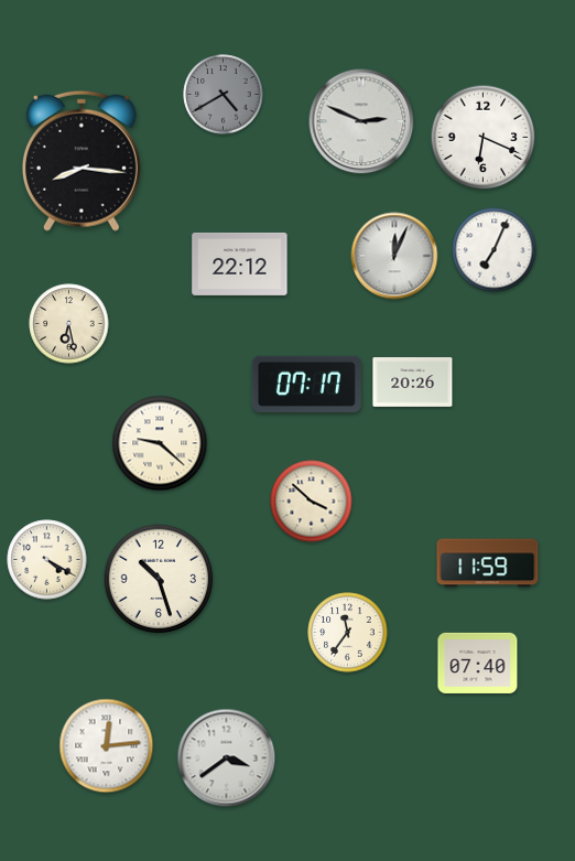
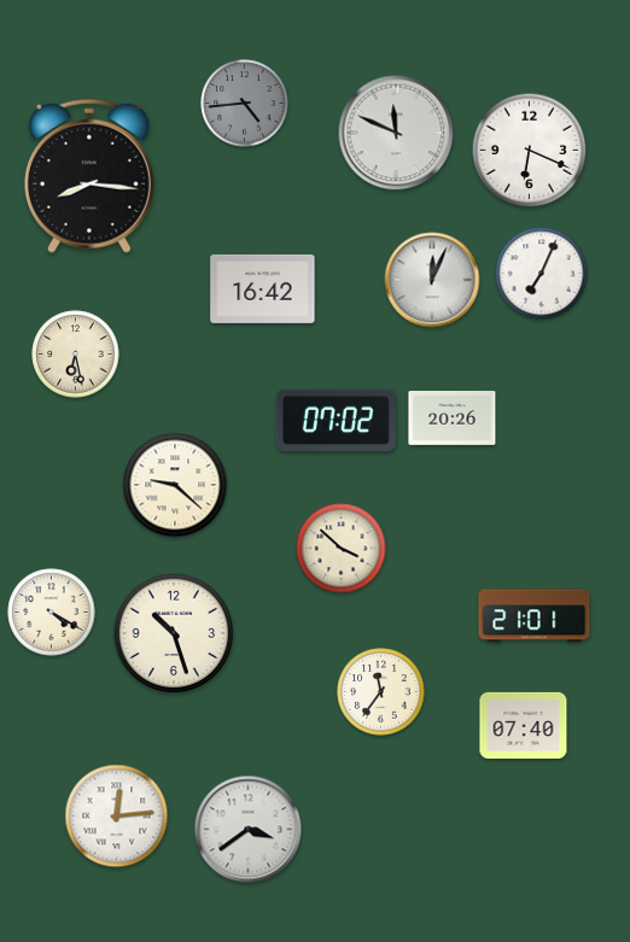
clock at (224, 95): 4:40 -> 4:44
clock at (361, 121): 2:49 -> 11:49
clock at (240, 263): 22:12 -> 16:42
clock at (306, 384): 07:17 -> 07:02
clock at (488, 563): 11:59 -> 21:01
